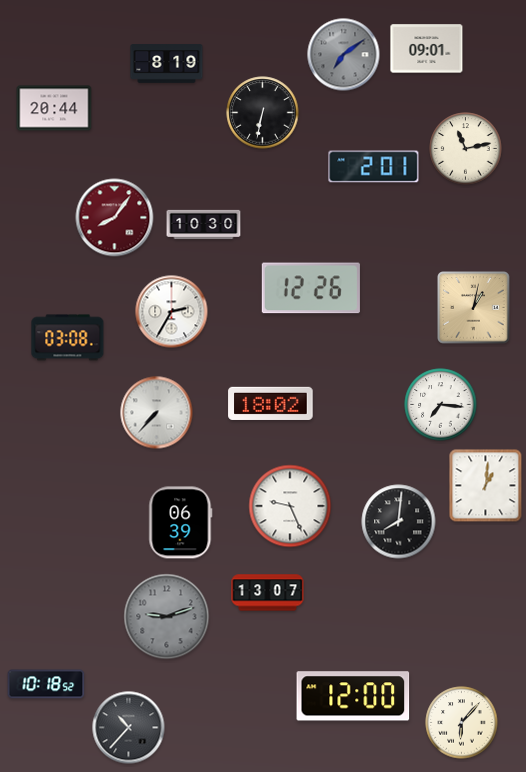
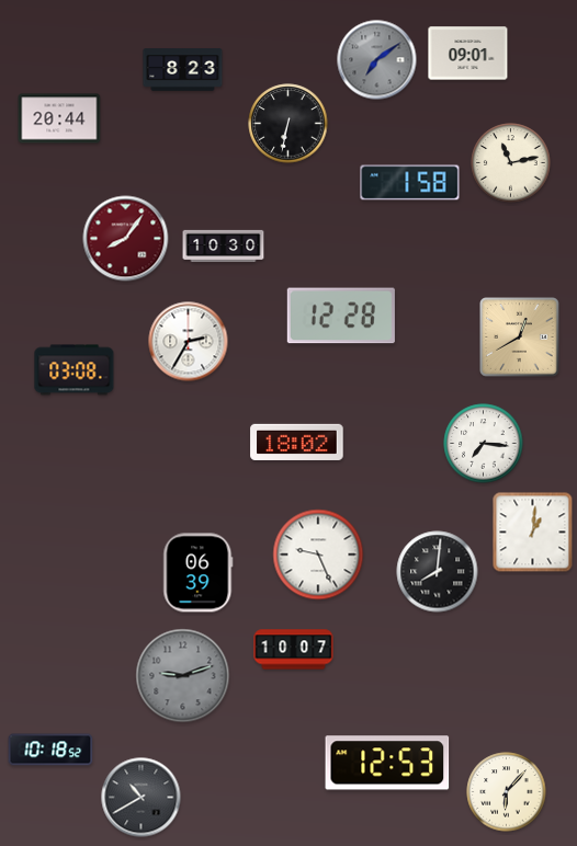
clock at (167, 64): 8:19 -> 8:23
clock at (374, 167): 2:01 -> 1:58
clock at (311, 288): 12:26 -> 12:28
clock at (474, 308): 1:02 -> 12:40
clock at (157, 413): 7:37 -> none
clock at (268, 593): 13:07 -> 10:07
clock at (353, 696): 12:00 -> 12:53
clock at (129, 728): 10:37 -> 10:40
